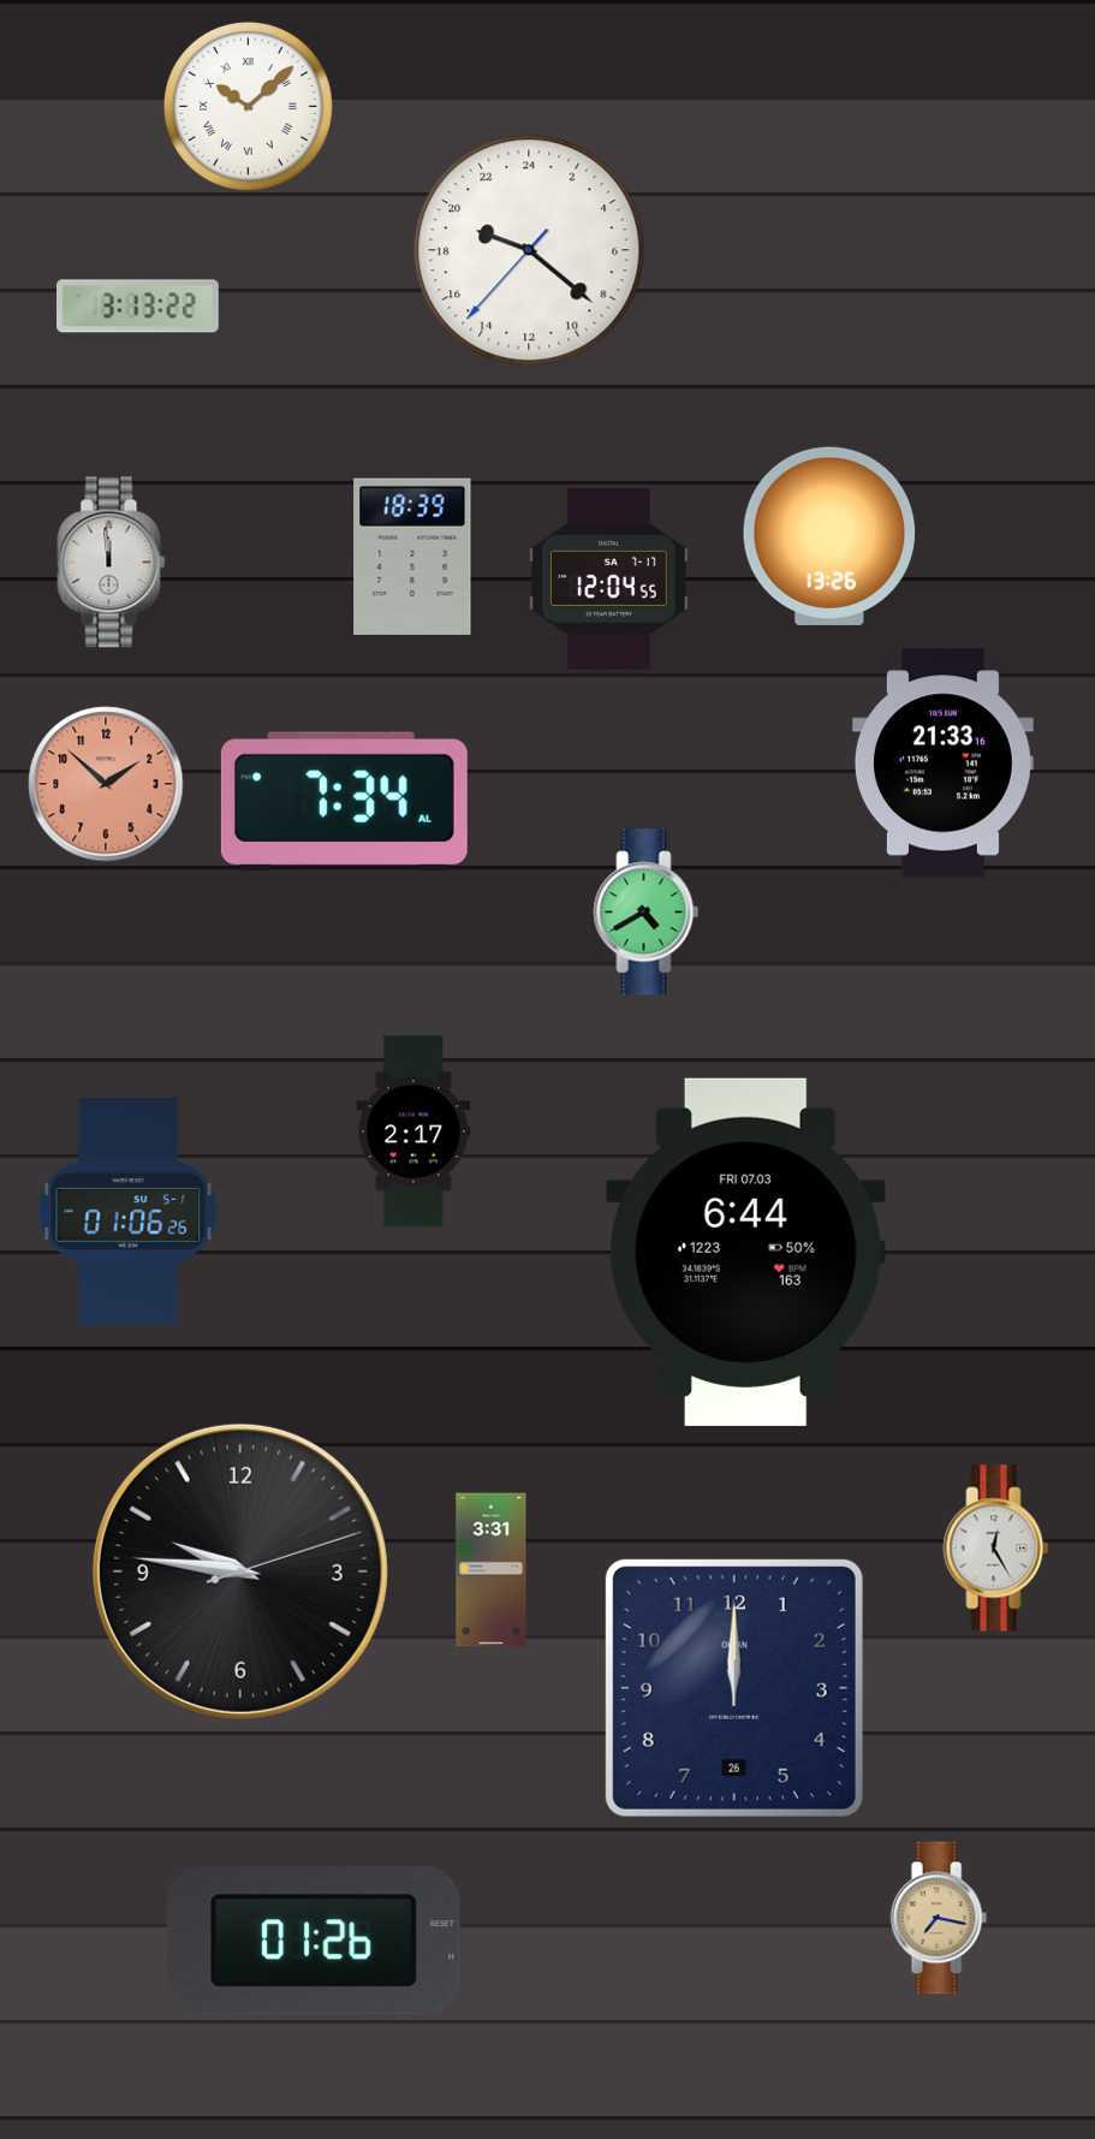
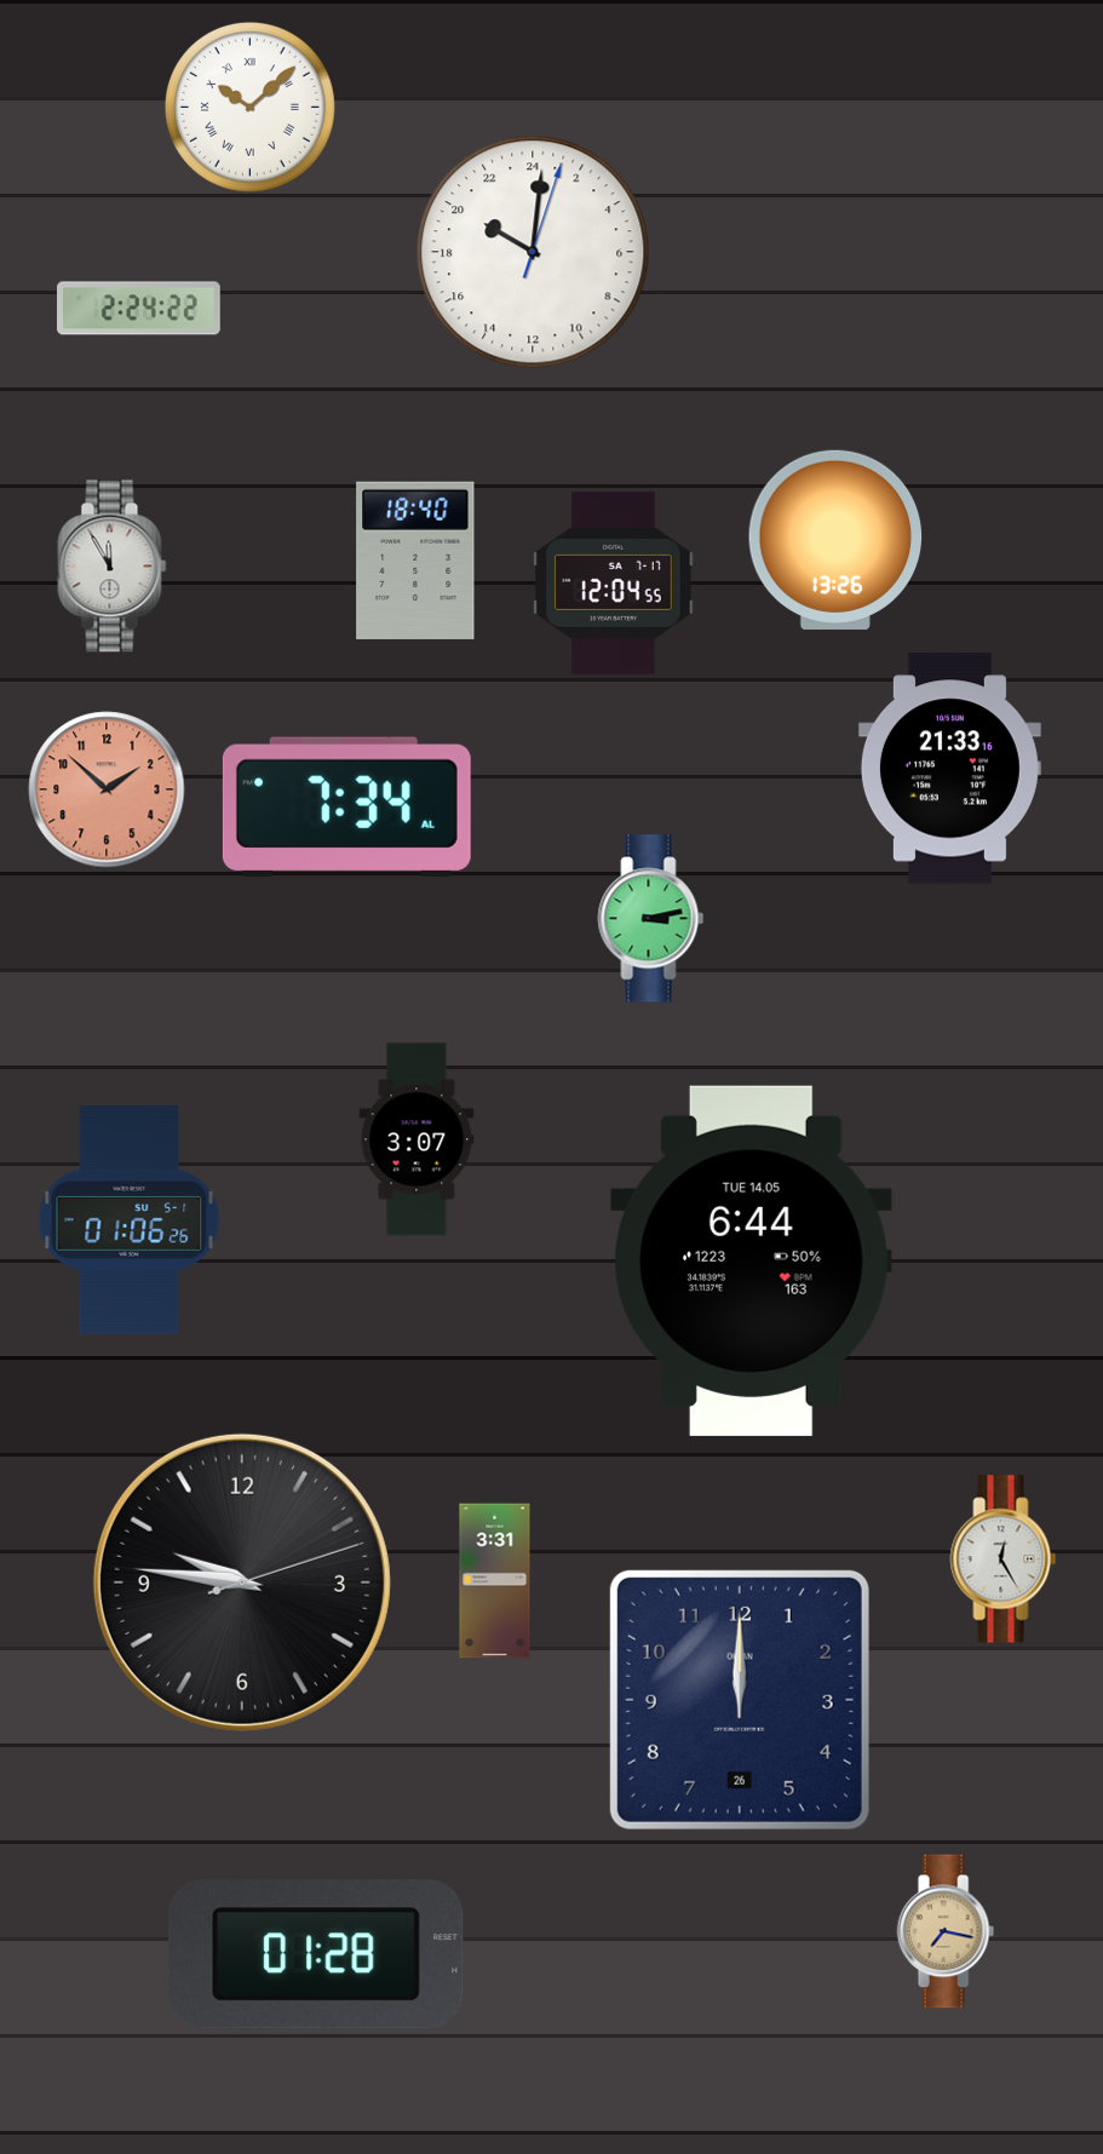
clock at (529, 250): 19:21 -> 20:01
clock at (138, 307): 3:13 -> 2:24
clock at (412, 557): 18:39 -> 18:40
clock at (112, 563): 11:59 -> 11:55
clock at (647, 913): 4:40 -> 3:13
clock at (413, 1131): 2:17 -> 3:07
clock at (746, 1252) date: FRI 07.03 -> TUE 14.05
clock at (314, 1941): 01:26 -> 01:28
